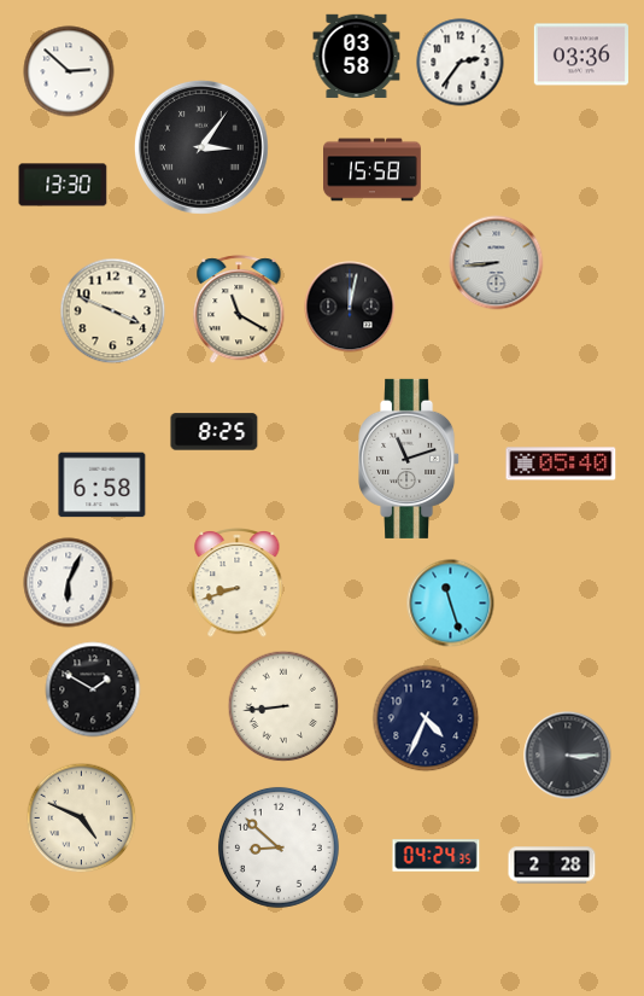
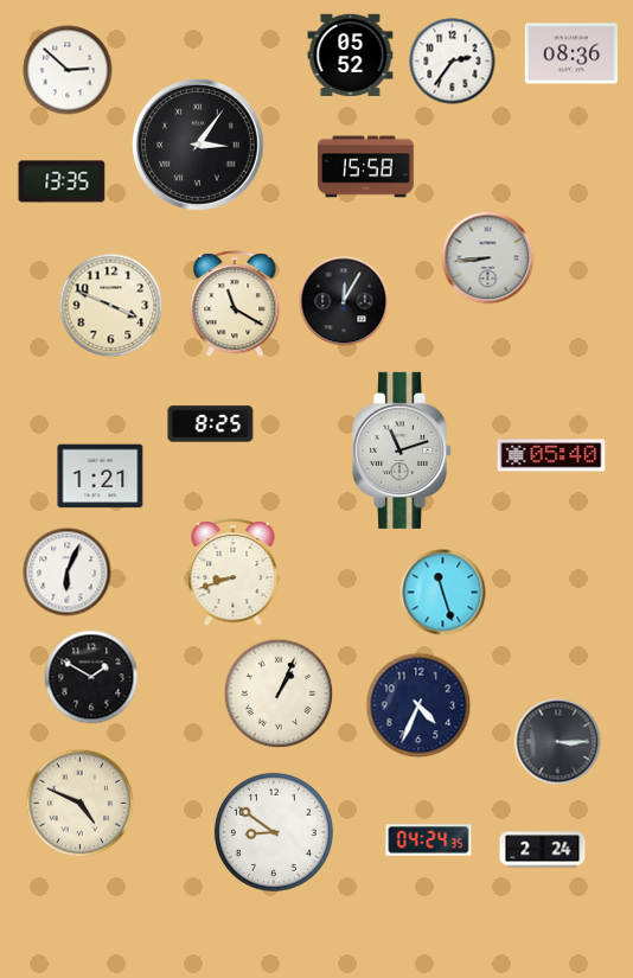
clock at (581, 54): 03:36 -> 08:36
clock at (357, 57): 03:58 -> 05:52
clock at (63, 185): 13:30 -> 13:35
clock at (350, 307): 12:02 -> 12:05
clock at (103, 485): 6:58 -> 1:21
clock at (283, 706): 8:44 -> 1:04
clock at (279, 848): 8:52 -> 8:51
clock at (552, 866): 2:28 -> 2:24
